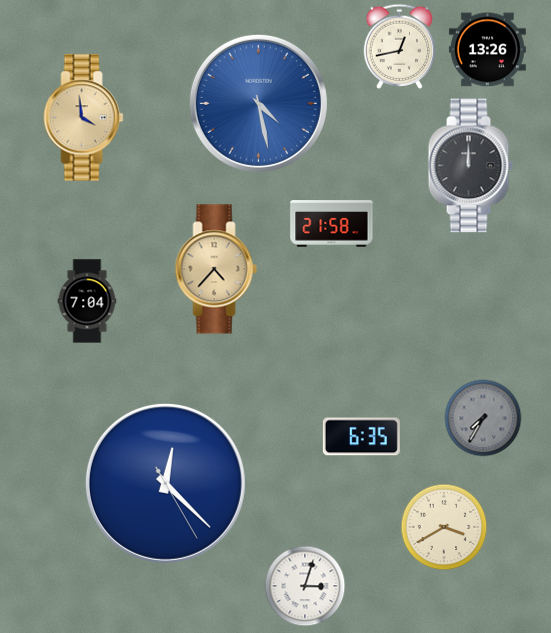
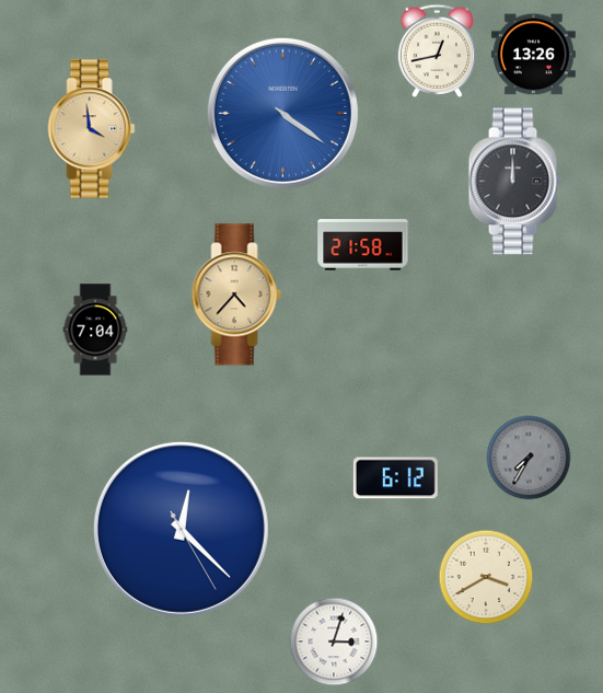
clock at (258, 103): 4:28 -> 4:21
clock at (361, 437): 6:35 -> 6:12
